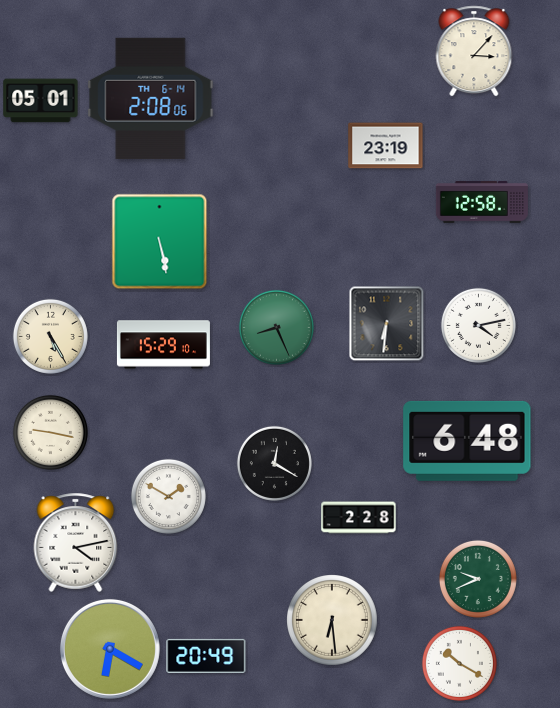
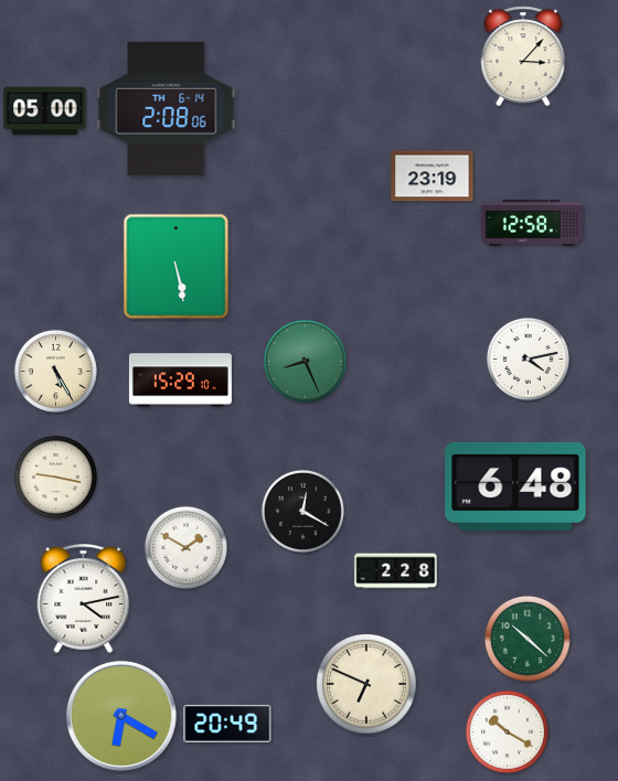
clock at (41, 101): 05:01 -> 05:00
clock at (386, 146) position: (386, 146) -> (433, 176)
clock at (387, 324): 6:31 -> none
clock at (478, 579): 9:41 -> 10:22
clock at (333, 621): 6:29 -> 6:49
